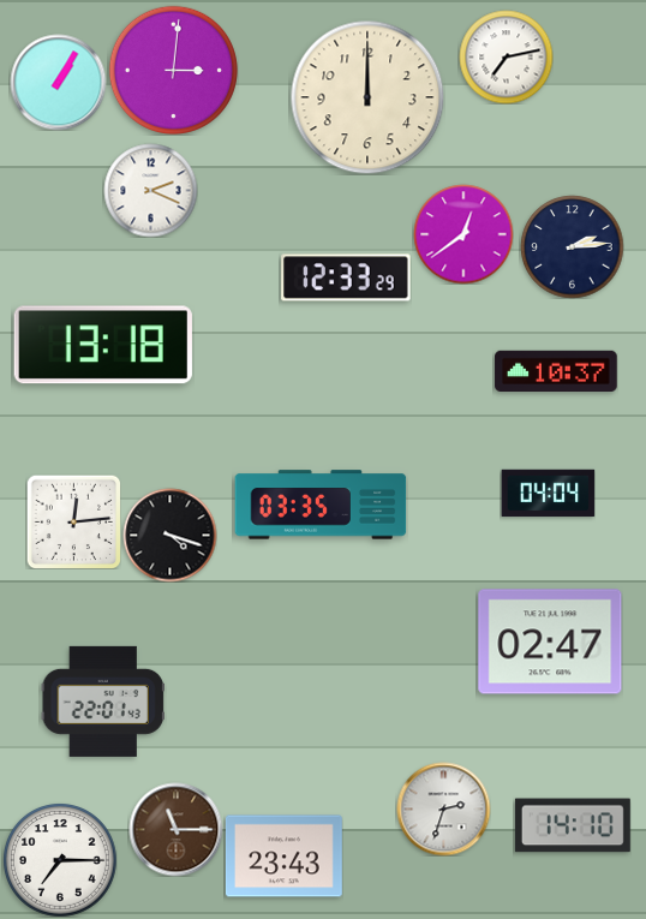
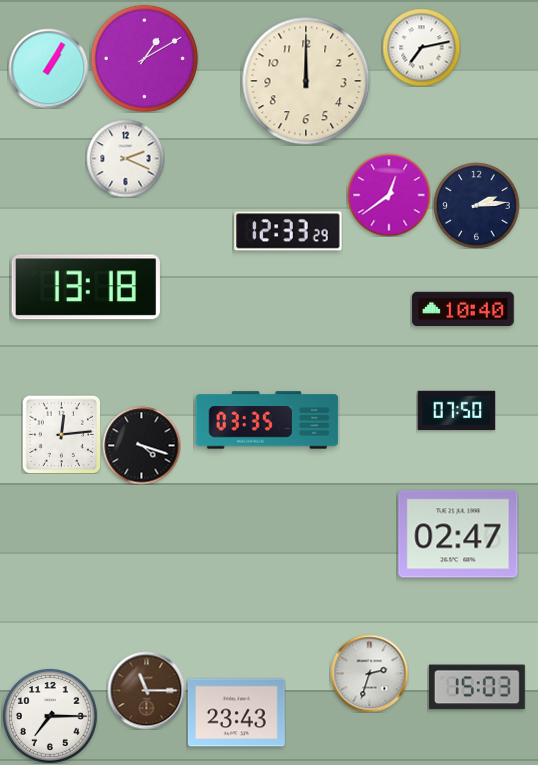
clock at (173, 70): 3:01 -> 1:10
clock at (463, 234) position: (463, 234) -> (389, 195)
clock at (556, 370): 10:37 -> 10:40
clock at (548, 494): 04:04 -> 07:50
clock at (103, 702): 22:01 -> none
clock at (573, 825): 14:10 -> 15:03
